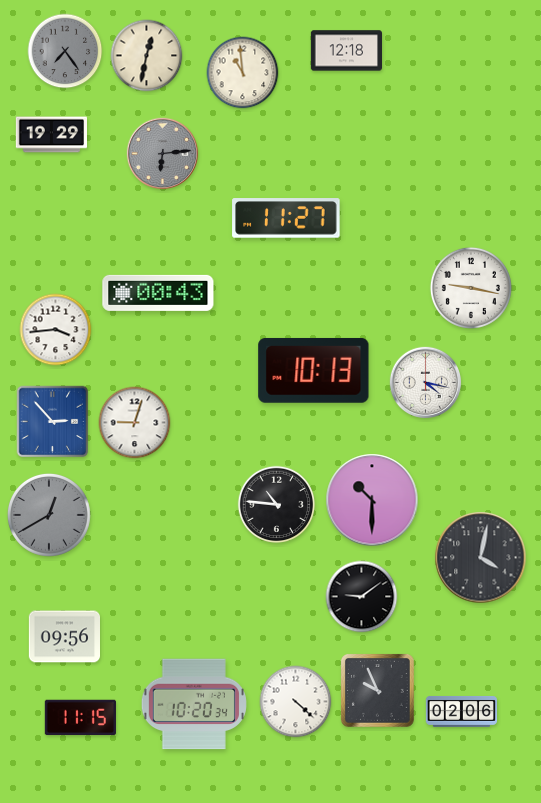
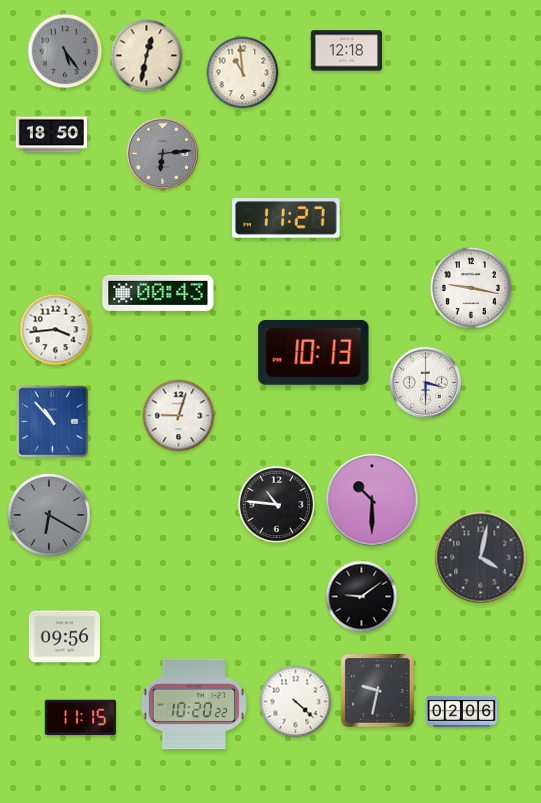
clock at (65, 51): 7:24 -> 5:24
clock at (51, 135): 19:29 -> 18:50
clock at (314, 370) position: (314, 370) -> (314, 352)
clock at (426, 383): 4:17 -> 3:30
clock at (53, 422): 2:53 -> 10:53
clock at (135, 423) position: (135, 423) -> (179, 416)
clock at (49, 515): 12:40 -> 6:20
clock at (377, 690): 9:56 -> 9:32
clock at (194, 704): 10:20:34 -> 10:20:22
